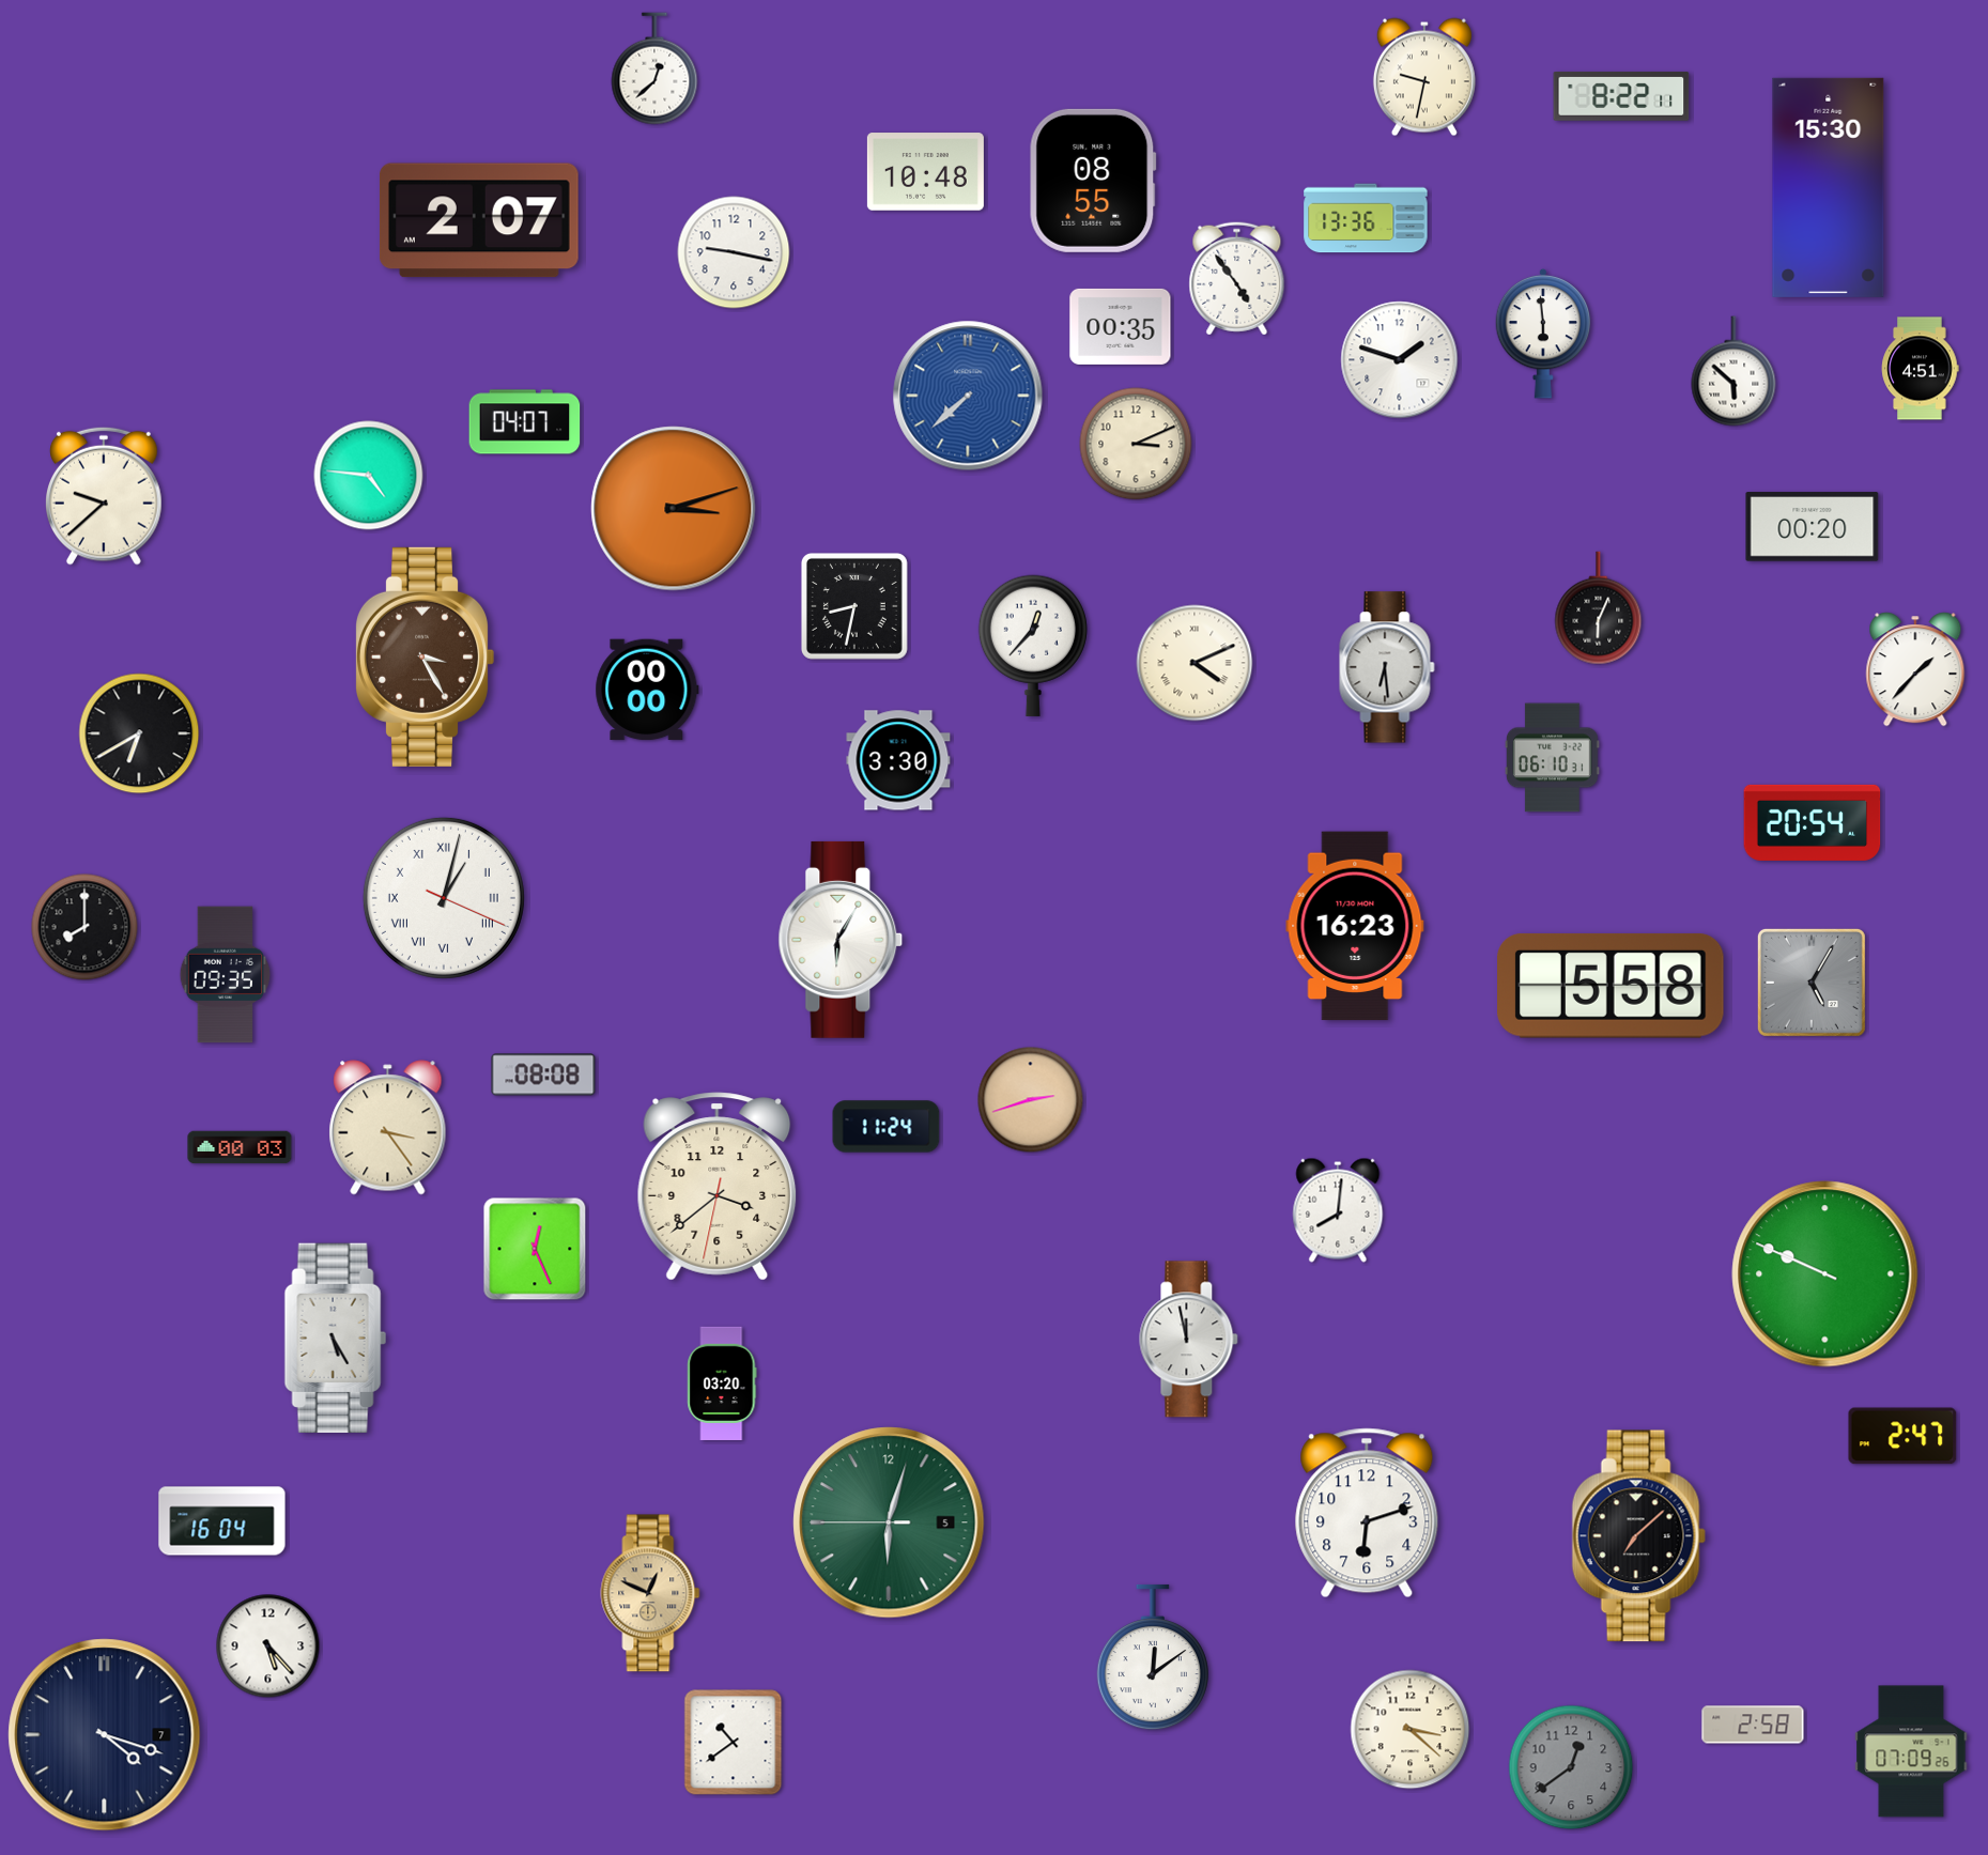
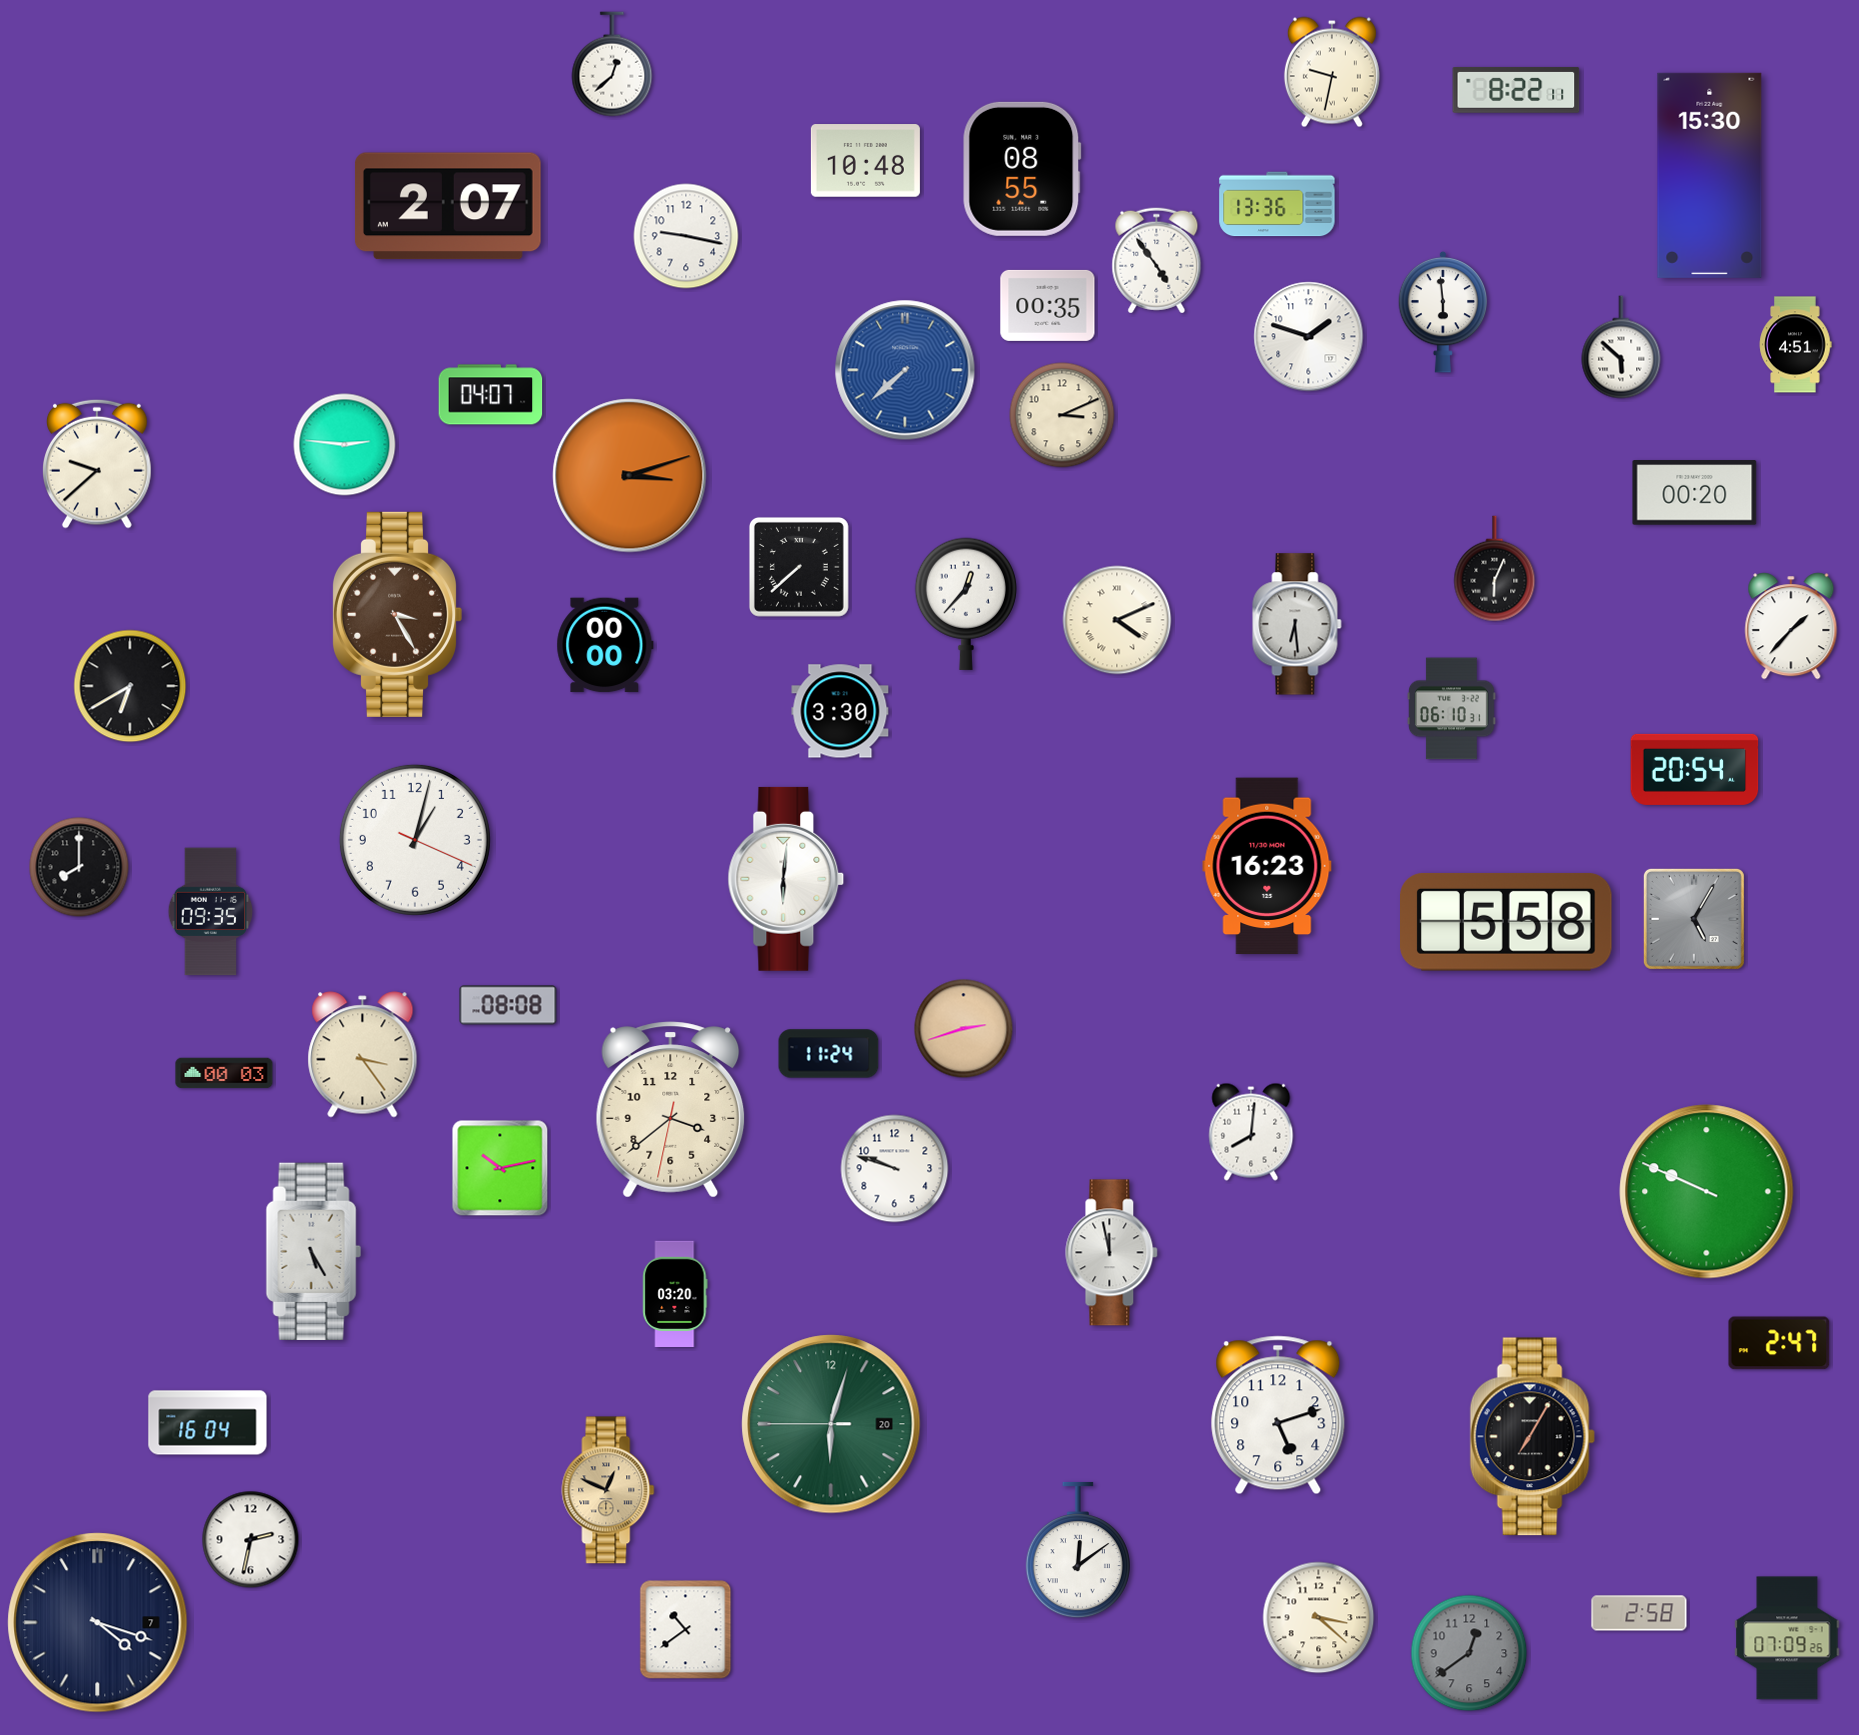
clock at (369, 476): 4:46 -> 2:46
clock at (854, 606): 8:32 -> 7:38
clock at (444, 898) numerals: Roman -> Arabic
clock at (841, 940): 6:05 -> 6:01
clock at (535, 1249): 12:26 -> 10:13
clock at (895, 1169): none -> 9:48
clock at (1367, 1513): 6:12 -> 5:12
clock at (889, 1522) date: 5 -> 20
clock at (1638, 1536): 7:08 -> 7:05
clock at (268, 1647): 5:23 -> 2:32
